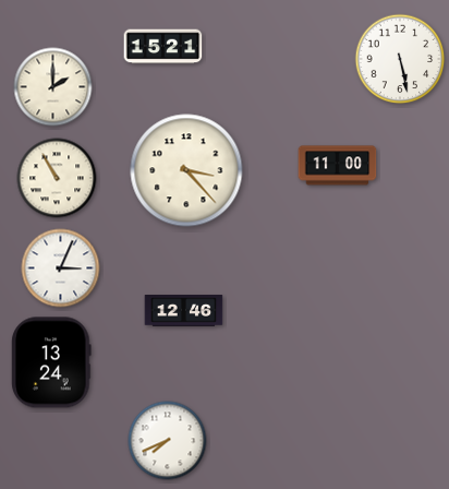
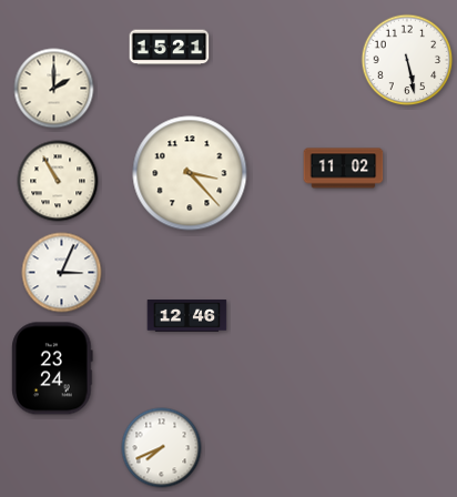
clock at (163, 47) position: (163, 47) -> (170, 48)
clock at (338, 166): 11:00 -> 11:02
clock at (51, 362): 13:24 -> 23:24
clock at (168, 441) position: (168, 441) -> (162, 448)
